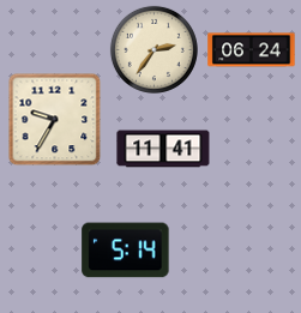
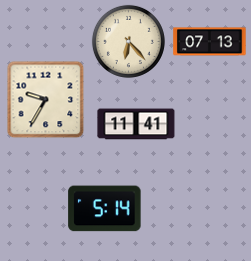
clock at (153, 49): 2:36 -> 6:23
clock at (252, 50): 06:24 -> 07:13
